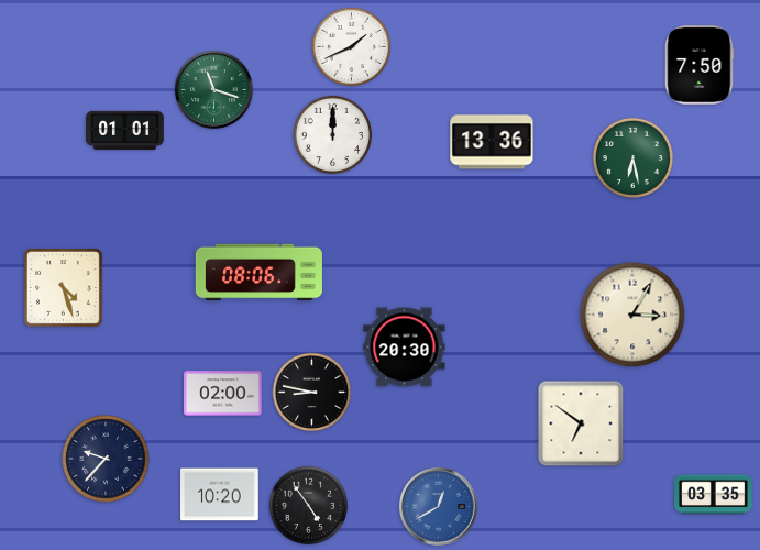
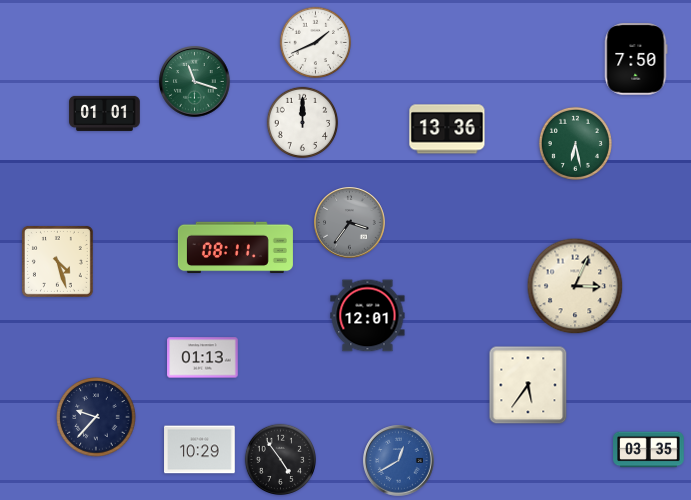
clock at (351, 46) position: (351, 46) -> (315, 42)
clock at (125, 130) position: (125, 130) -> (105, 113)
clock at (350, 223): none -> 3:36
clock at (258, 273): 08:06 -> 08:11
clock at (632, 315): 3:05 -> 3:04
clock at (405, 348): 20:30 -> 12:01
clock at (311, 392): 8:47 -> none
clock at (223, 394): 02:00 -> 01:13
clock at (581, 424): 6:51 -> 5:36
clock at (220, 495): 10:20 -> 10:29
